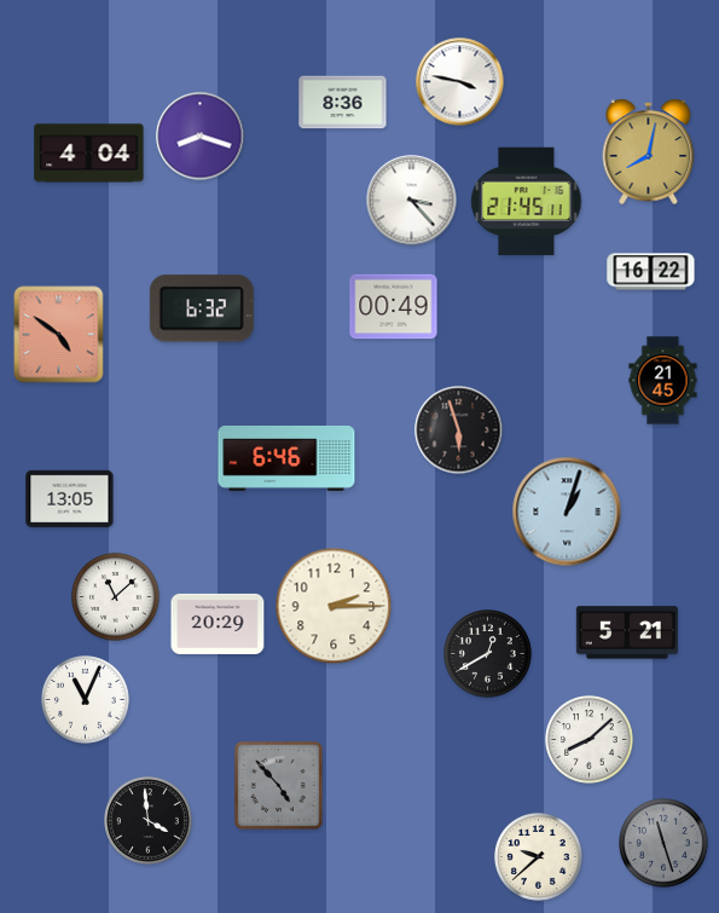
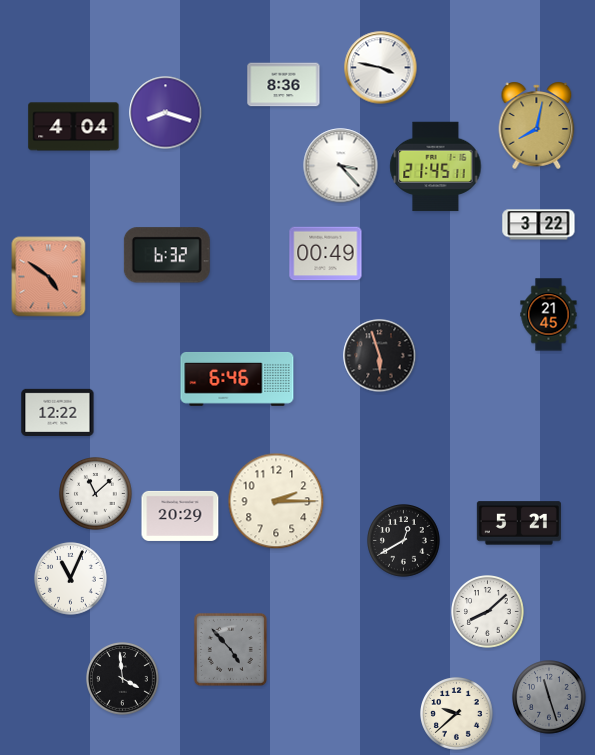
clock at (651, 272): 16:22 -> 3:22
clock at (70, 498): 13:05 -> 12:22
clock at (567, 512): 1:03 -> none
clock at (539, 857) position: (539, 857) -> (457, 714)
